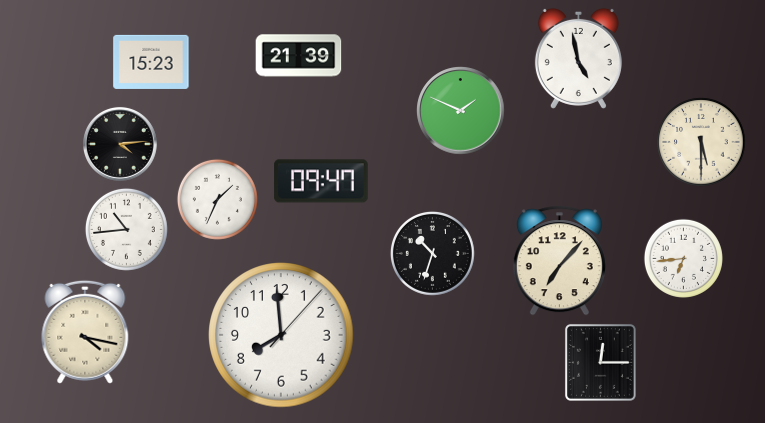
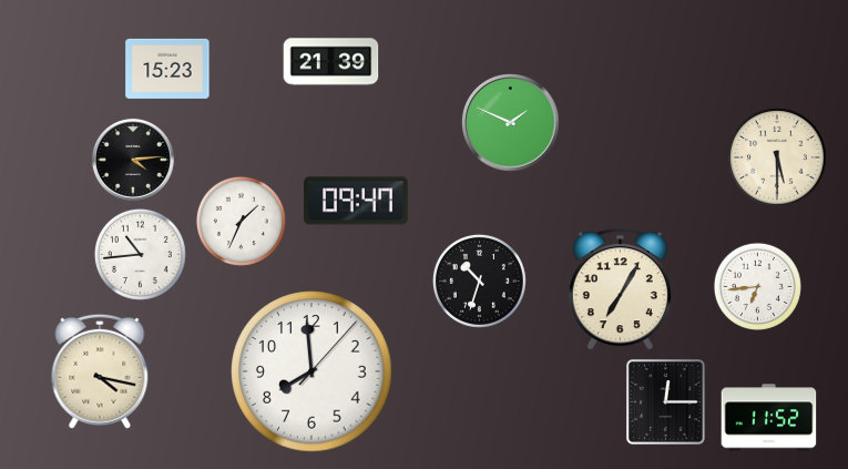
clock at (578, 58): 4:58 -> none
clock at (559, 261): 7:07 -> 7:05
clock at (85, 332) position: (85, 332) -> (100, 371)
clock at (769, 418): none -> 11:52
